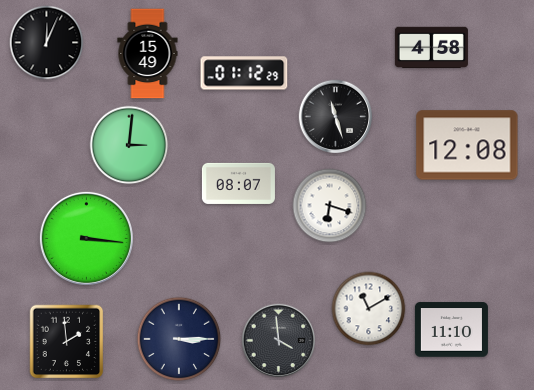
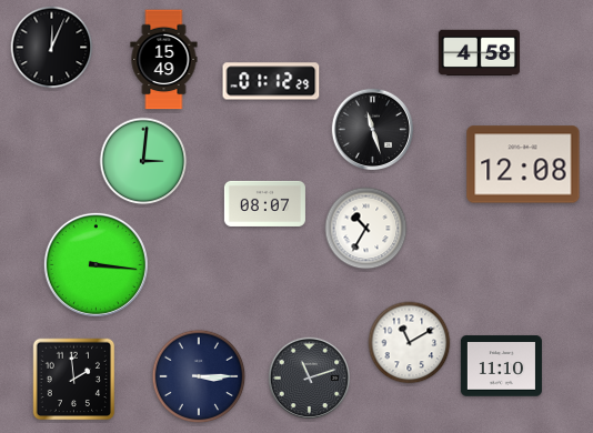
clock at (467, 145) position: (467, 145) -> (523, 164)
clock at (330, 206): 6:18 -> 10:35
clock at (279, 341): 3:59 -> 11:12
